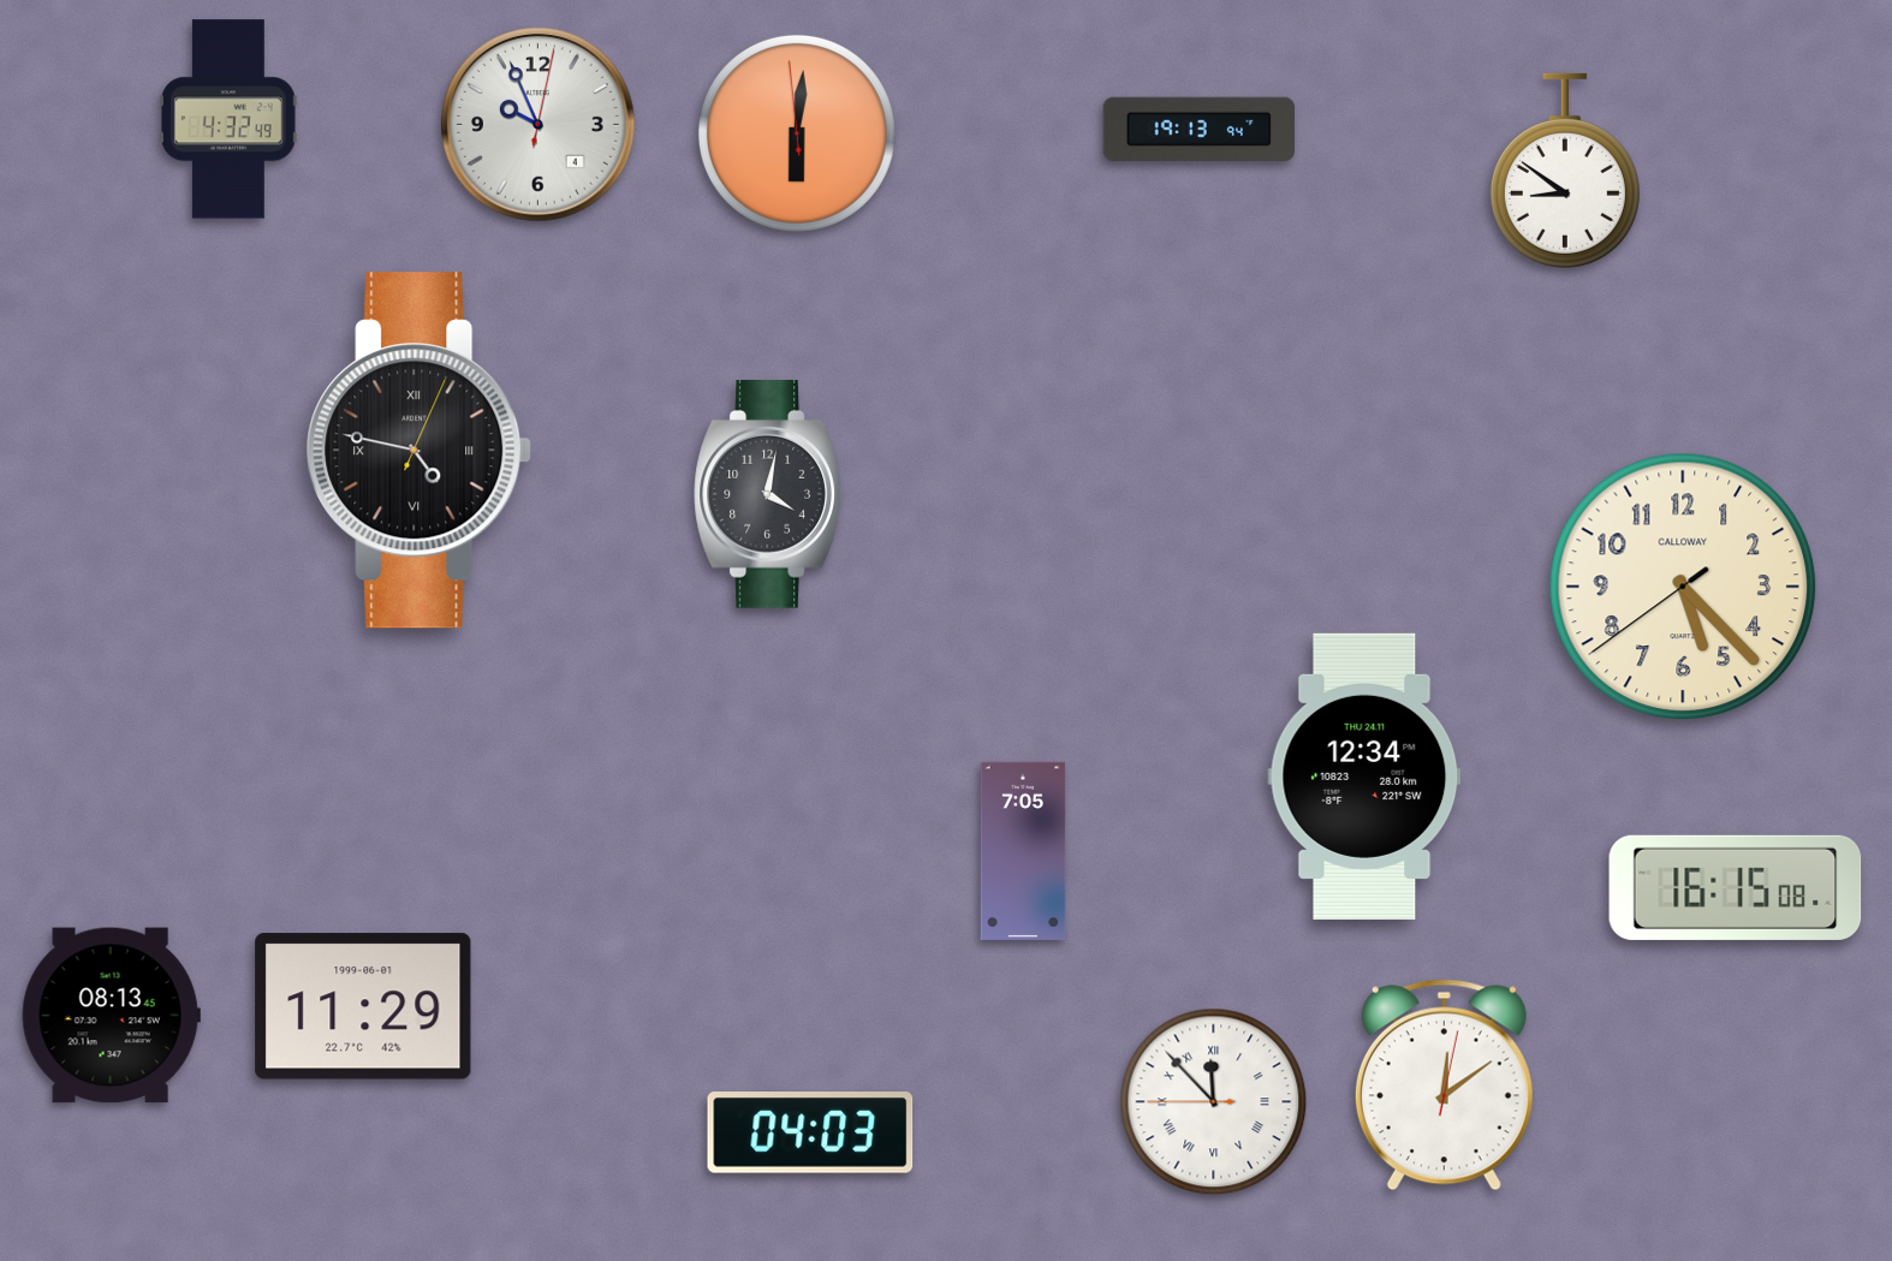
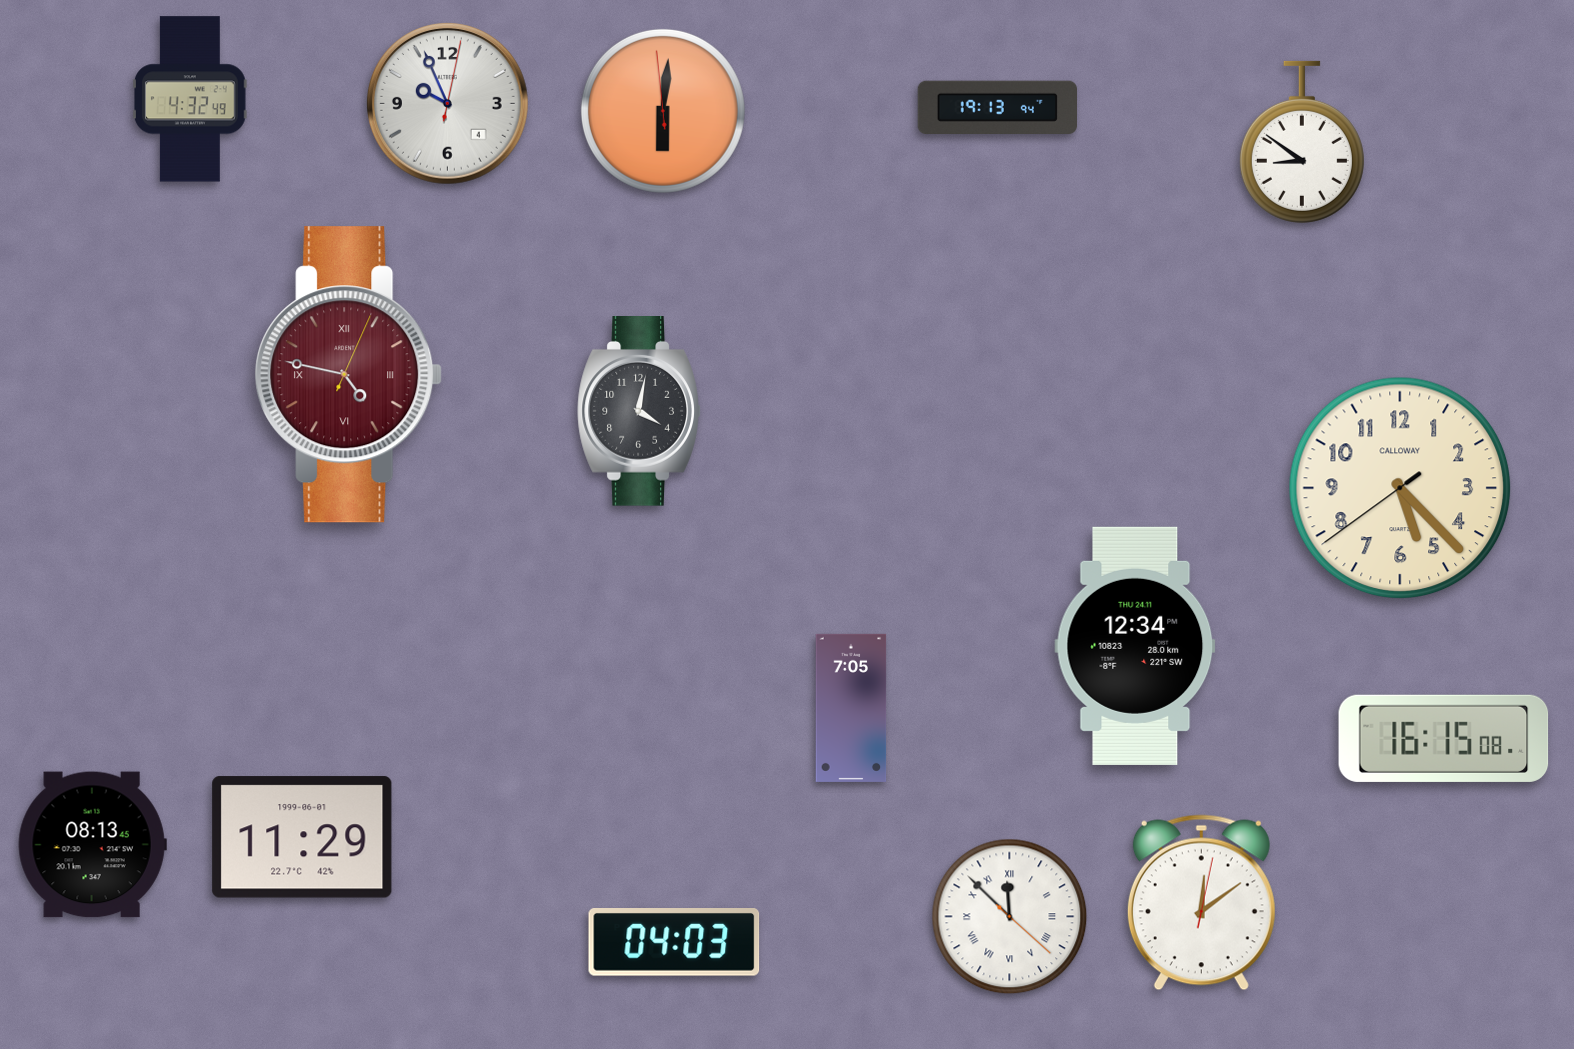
clock at (420, 451) dial: black -> burgundy
clock at (1214, 1102): 11:52:45 -> 11:52:22
